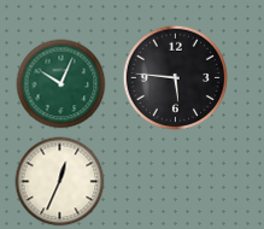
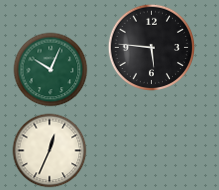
clock at (176, 78) position: (176, 78) -> (152, 48)
